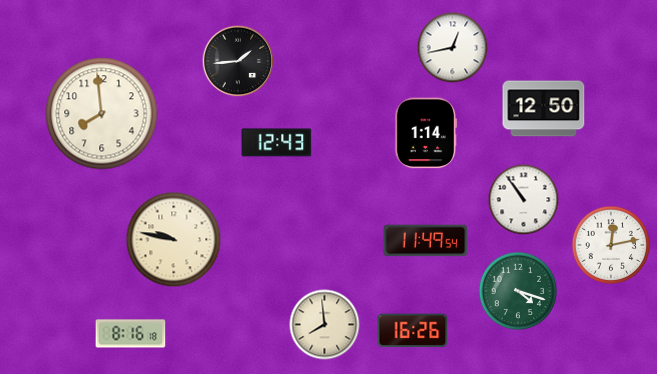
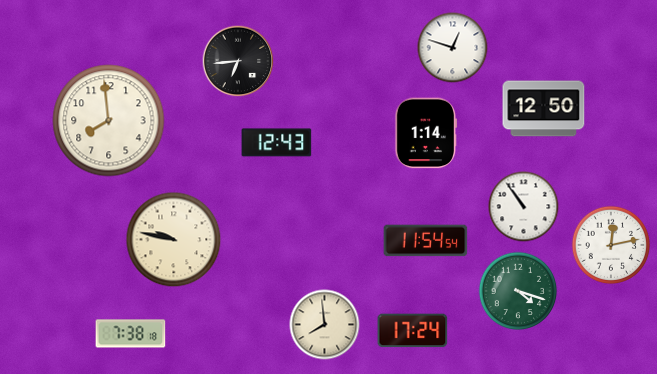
clock at (453, 48): 12:43 -> 12:48
clock at (238, 61): 1:44 -> 6:44
clock at (102, 114) position: (102, 114) -> (109, 121)
clock at (524, 200) position: (524, 200) -> (524, 207)
clock at (426, 241): 11:49 -> 11:54
clock at (413, 331): 16:26 -> 17:24
clock at (131, 334): 8:16 -> 7:38
